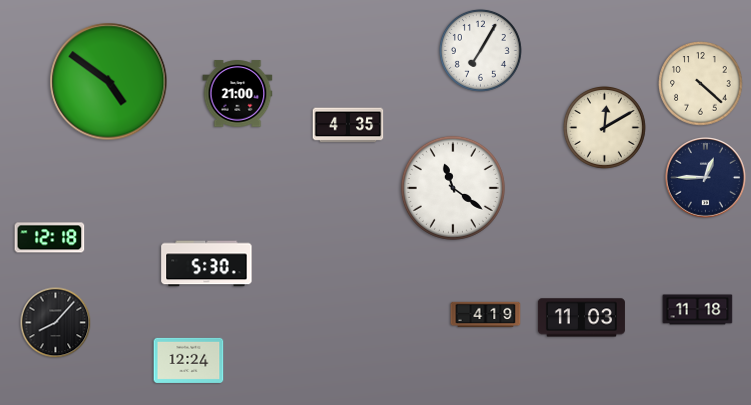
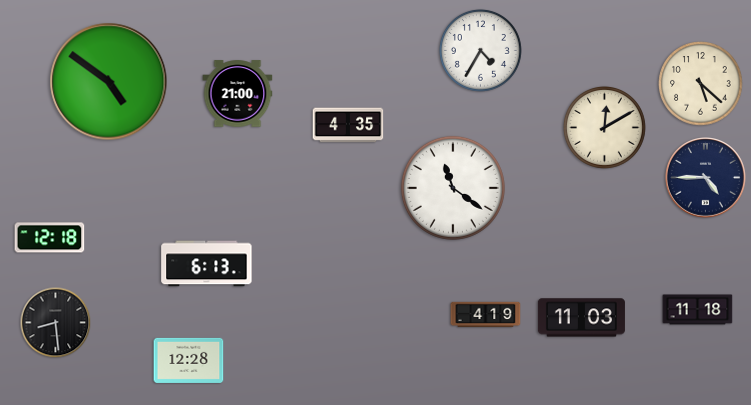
clock at (480, 50): 7:05 -> 4:35
clock at (701, 84): 4:22 -> 5:22
clock at (706, 178): 12:45 -> 4:45
clock at (207, 264): 5:30 -> 6:13
clock at (56, 323): 8:07 -> 8:29
clock at (189, 360): 12:24 -> 12:28
